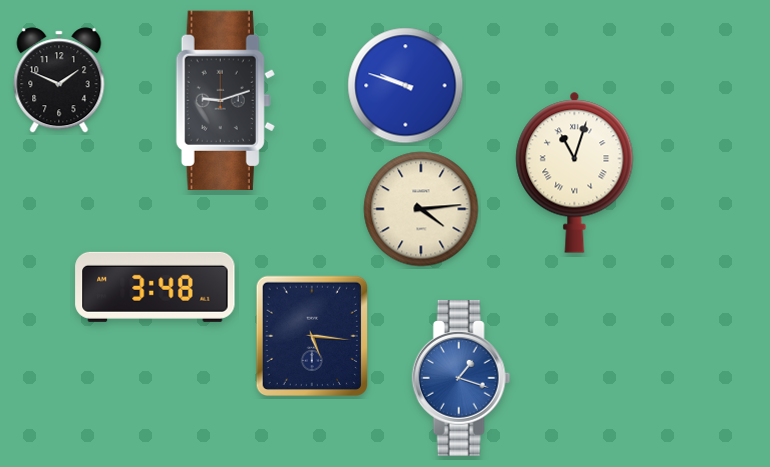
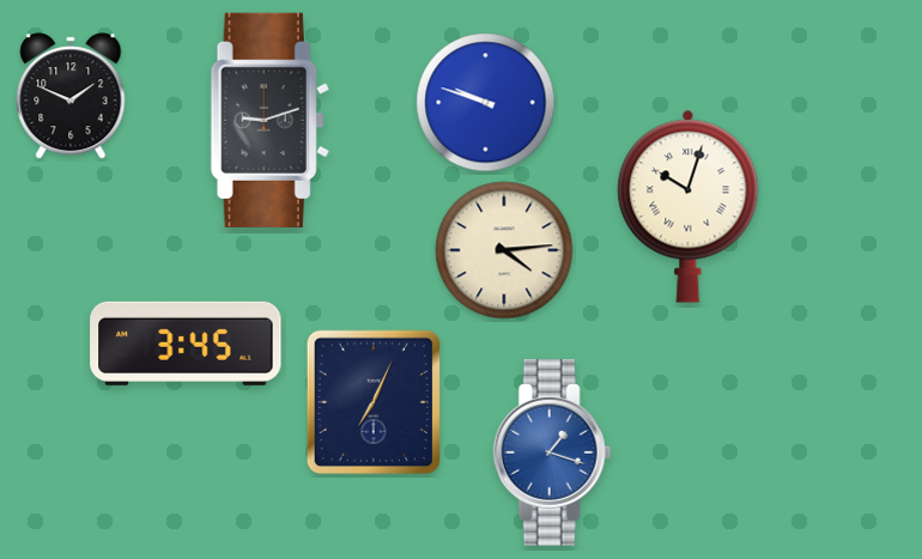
clock at (575, 172): 11:03 -> 10:03
clock at (155, 287): 3:48 -> 3:45
clock at (311, 335): 5:16 -> 7:04
